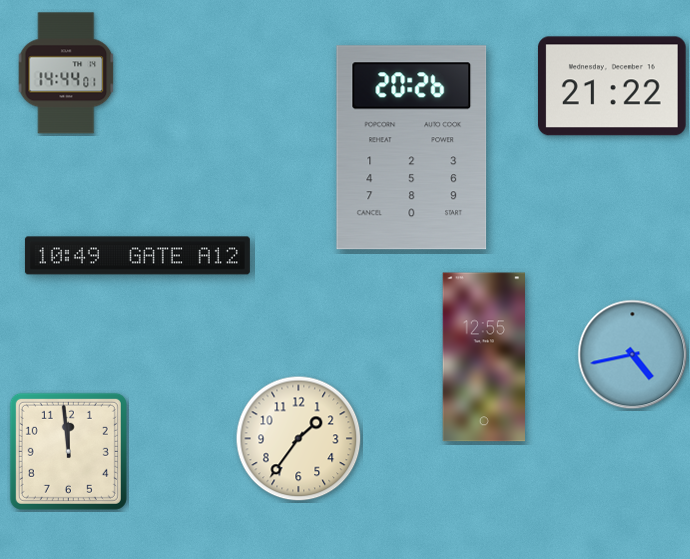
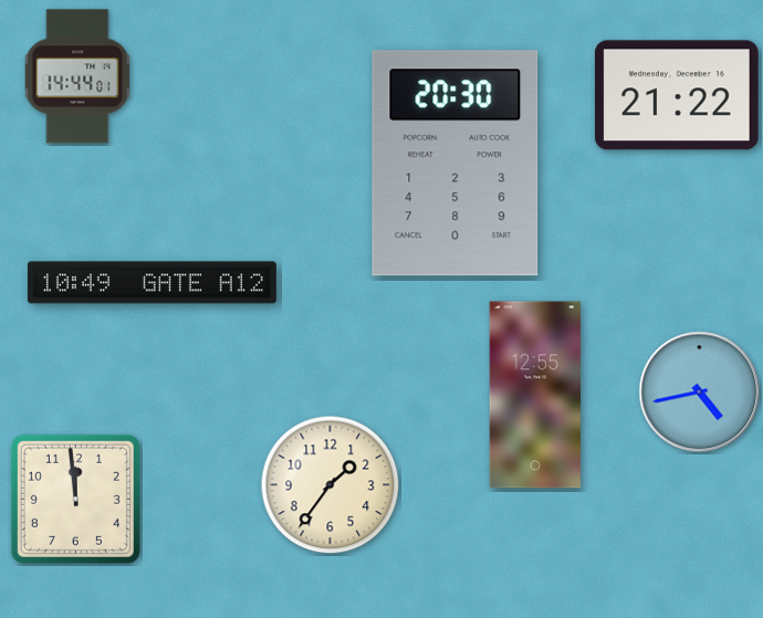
clock at (66, 73) position: (66, 73) -> (77, 76)
clock at (412, 148): 20:26 -> 20:30
